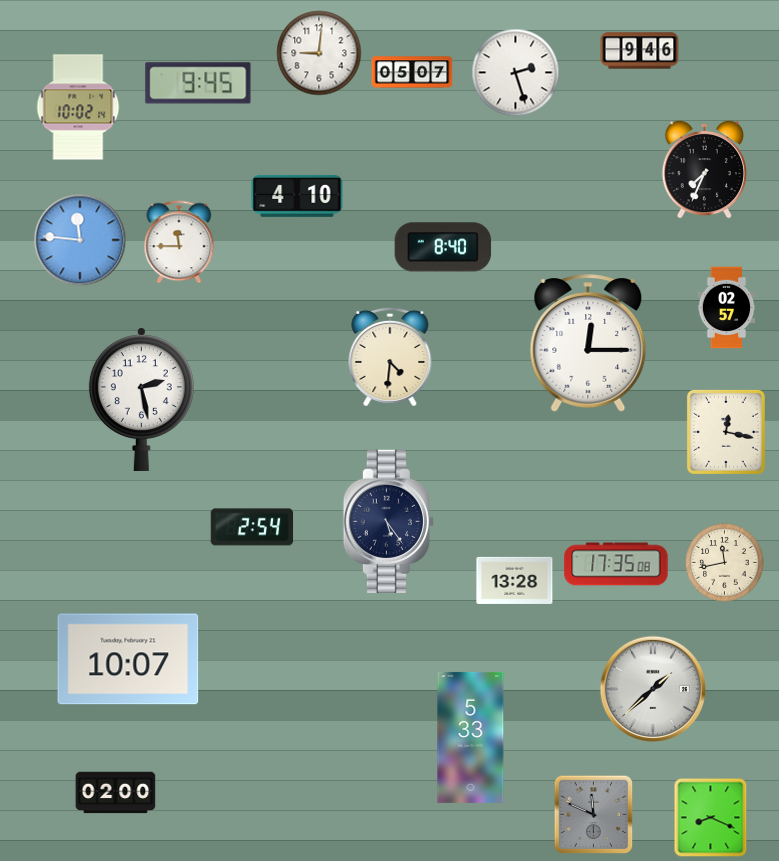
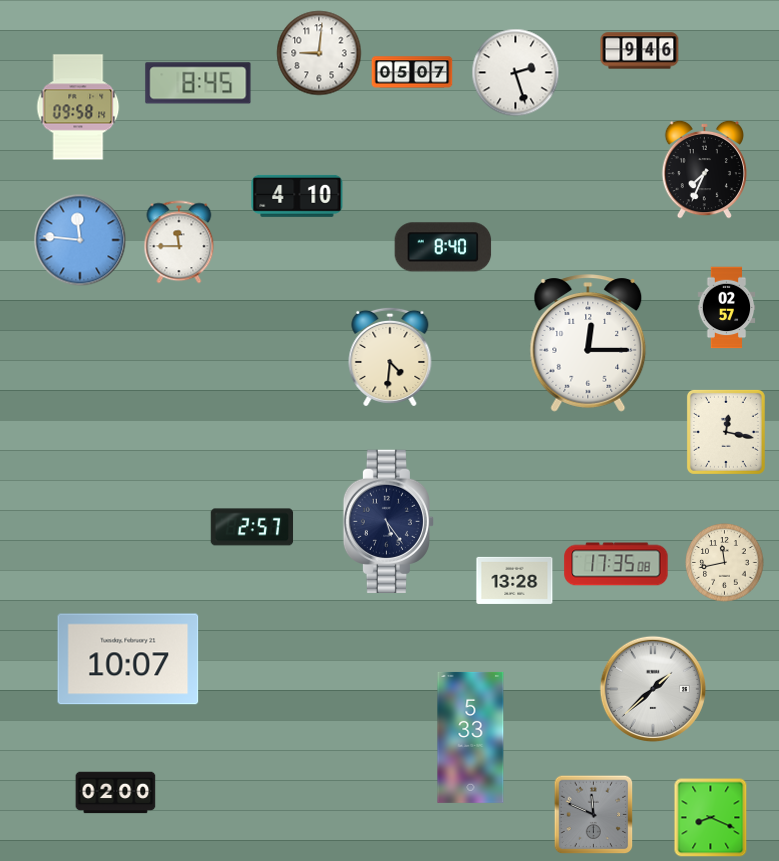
clock at (198, 83): 9:45 -> 8:45
clock at (78, 107): 10:02 -> 09:58
clock at (141, 399): 2:28 -> none
clock at (252, 527): 2:54 -> 2:57
